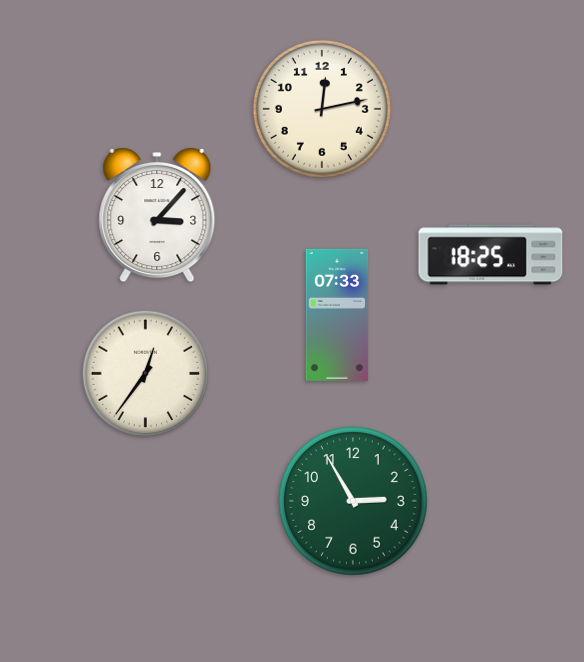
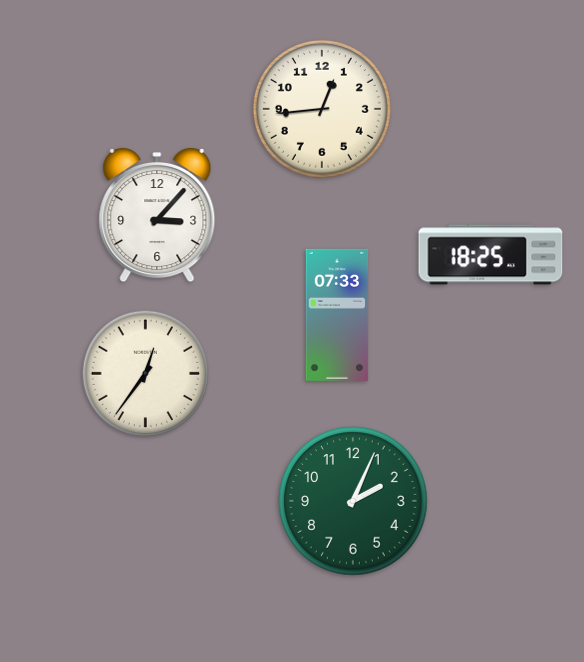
clock at (322, 109): 12:13 -> 12:44
clock at (353, 501): 2:55 -> 2:04
